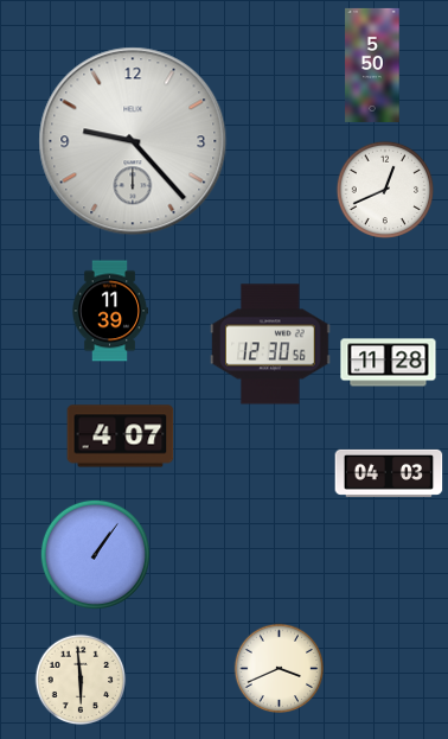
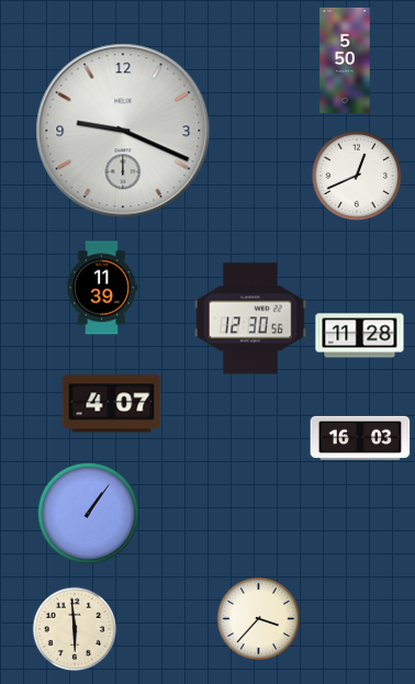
clock at (133, 141): 9:23 -> 9:19
clock at (389, 473): 04:03 -> 16:03
clock at (280, 669): 3:41 -> 3:37
